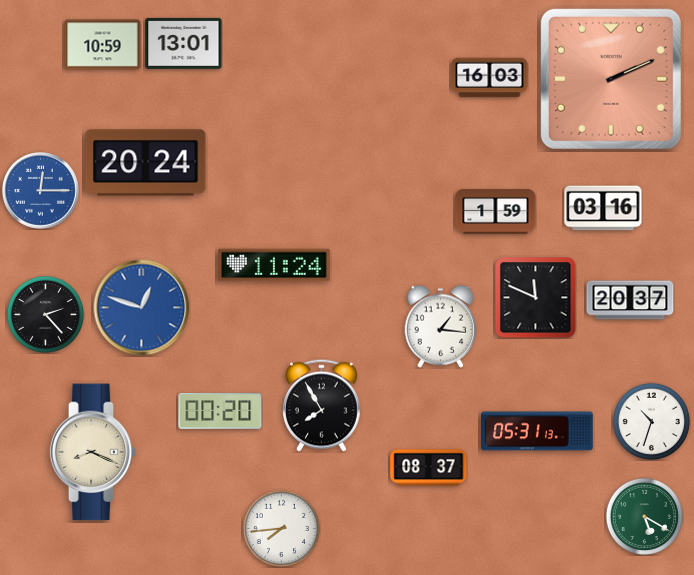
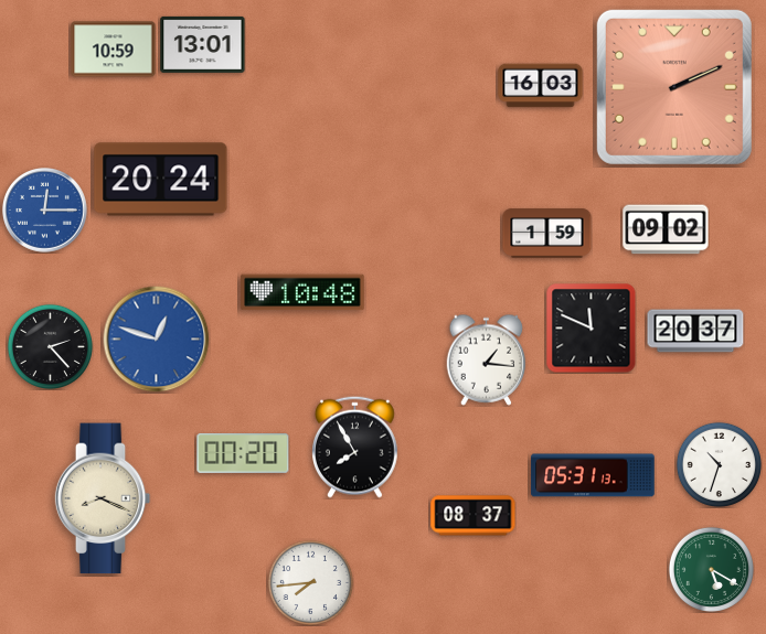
clock at (184, 43) position: (184, 43) -> (203, 44)
clock at (603, 208): 03:16 -> 09:02
clock at (274, 265): 11:24 -> 10:48
